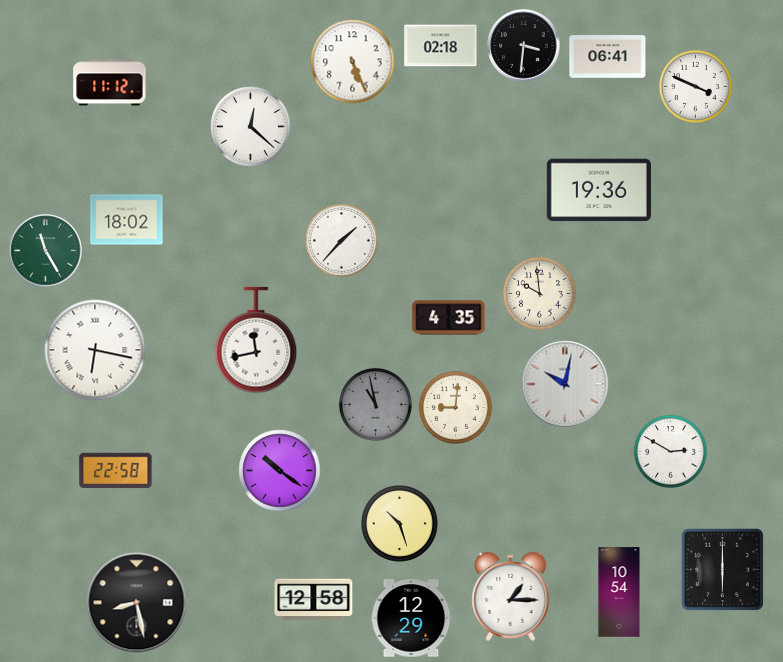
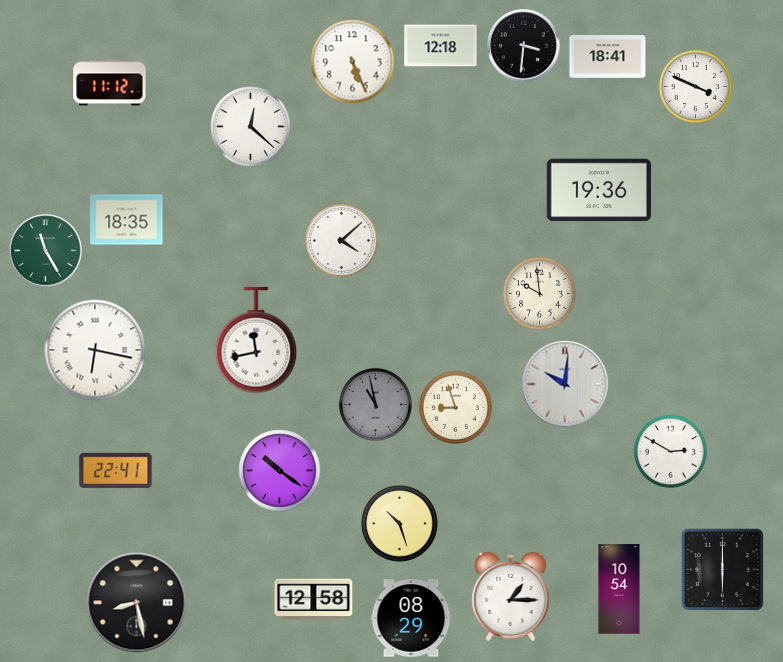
clock at (441, 46): 02:18 -> 12:18
clock at (608, 57): 06:41 -> 18:41
clock at (127, 220): 18:02 -> 18:35
clock at (341, 240): 1:37 -> 4:08
clock at (449, 318): 4:35 -> none
clock at (565, 384): 10:02 -> 10:01
clock at (455, 407): 9:01 -> 8:57
clock at (116, 471): 22:58 -> 22:41
clock at (619, 592) position: (619, 592) -> (619, 589)
clock at (411, 618): 12:29 -> 08:29
